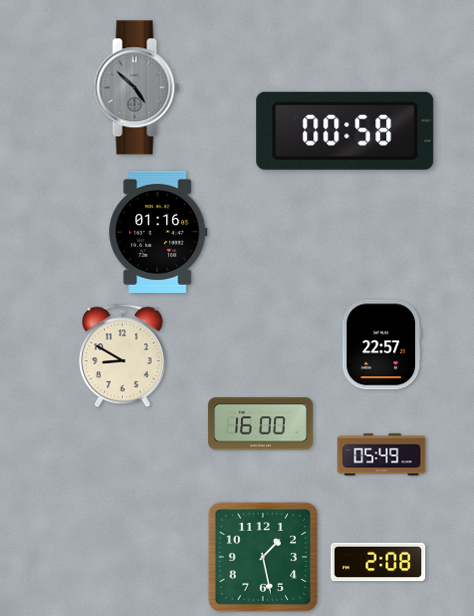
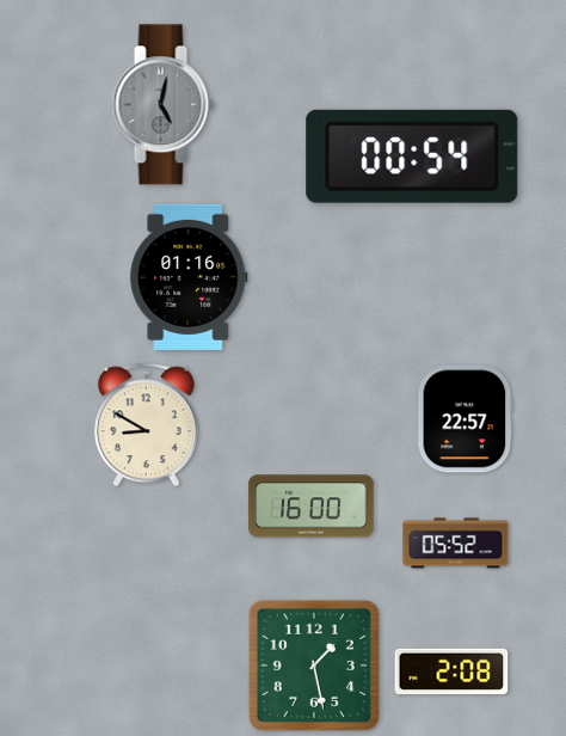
clock at (136, 88): 4:52 -> 5:02
clock at (345, 131): 00:58 -> 00:54
clock at (382, 345) position: (382, 345) -> (466, 419)
clock at (382, 455): 05:49 -> 05:52
